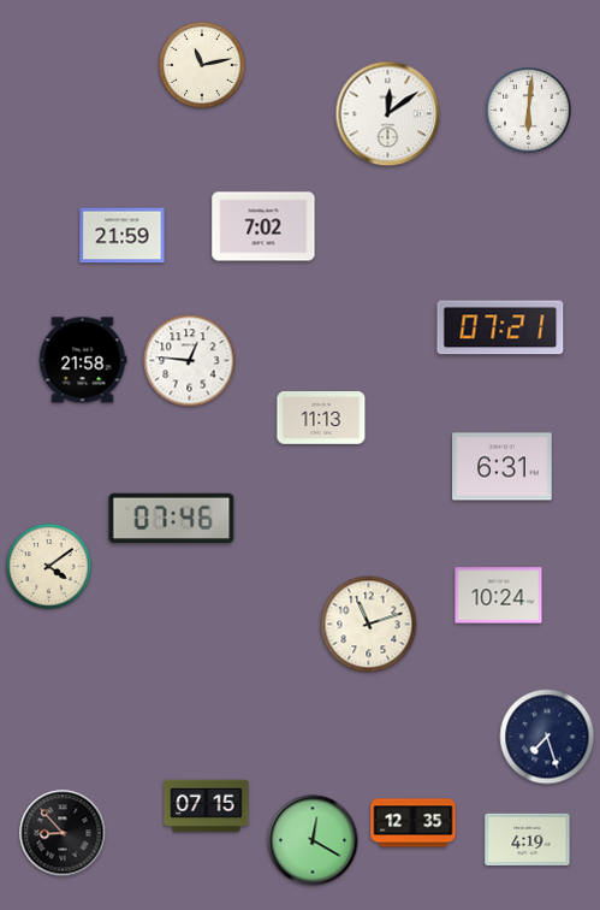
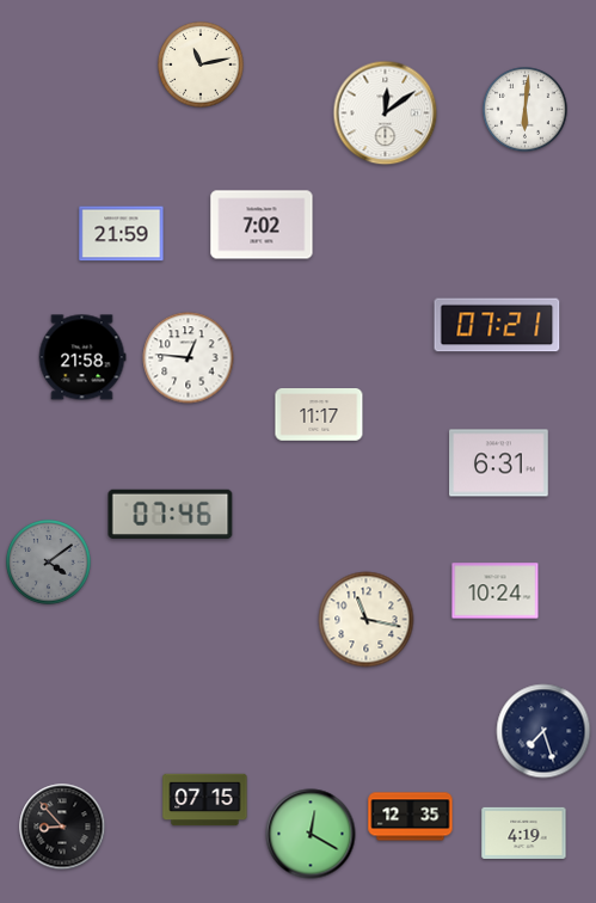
clock at (321, 418): 11:13 -> 11:17
clock at (49, 567) dial: cream -> grey
clock at (369, 625): 11:12 -> 11:17
